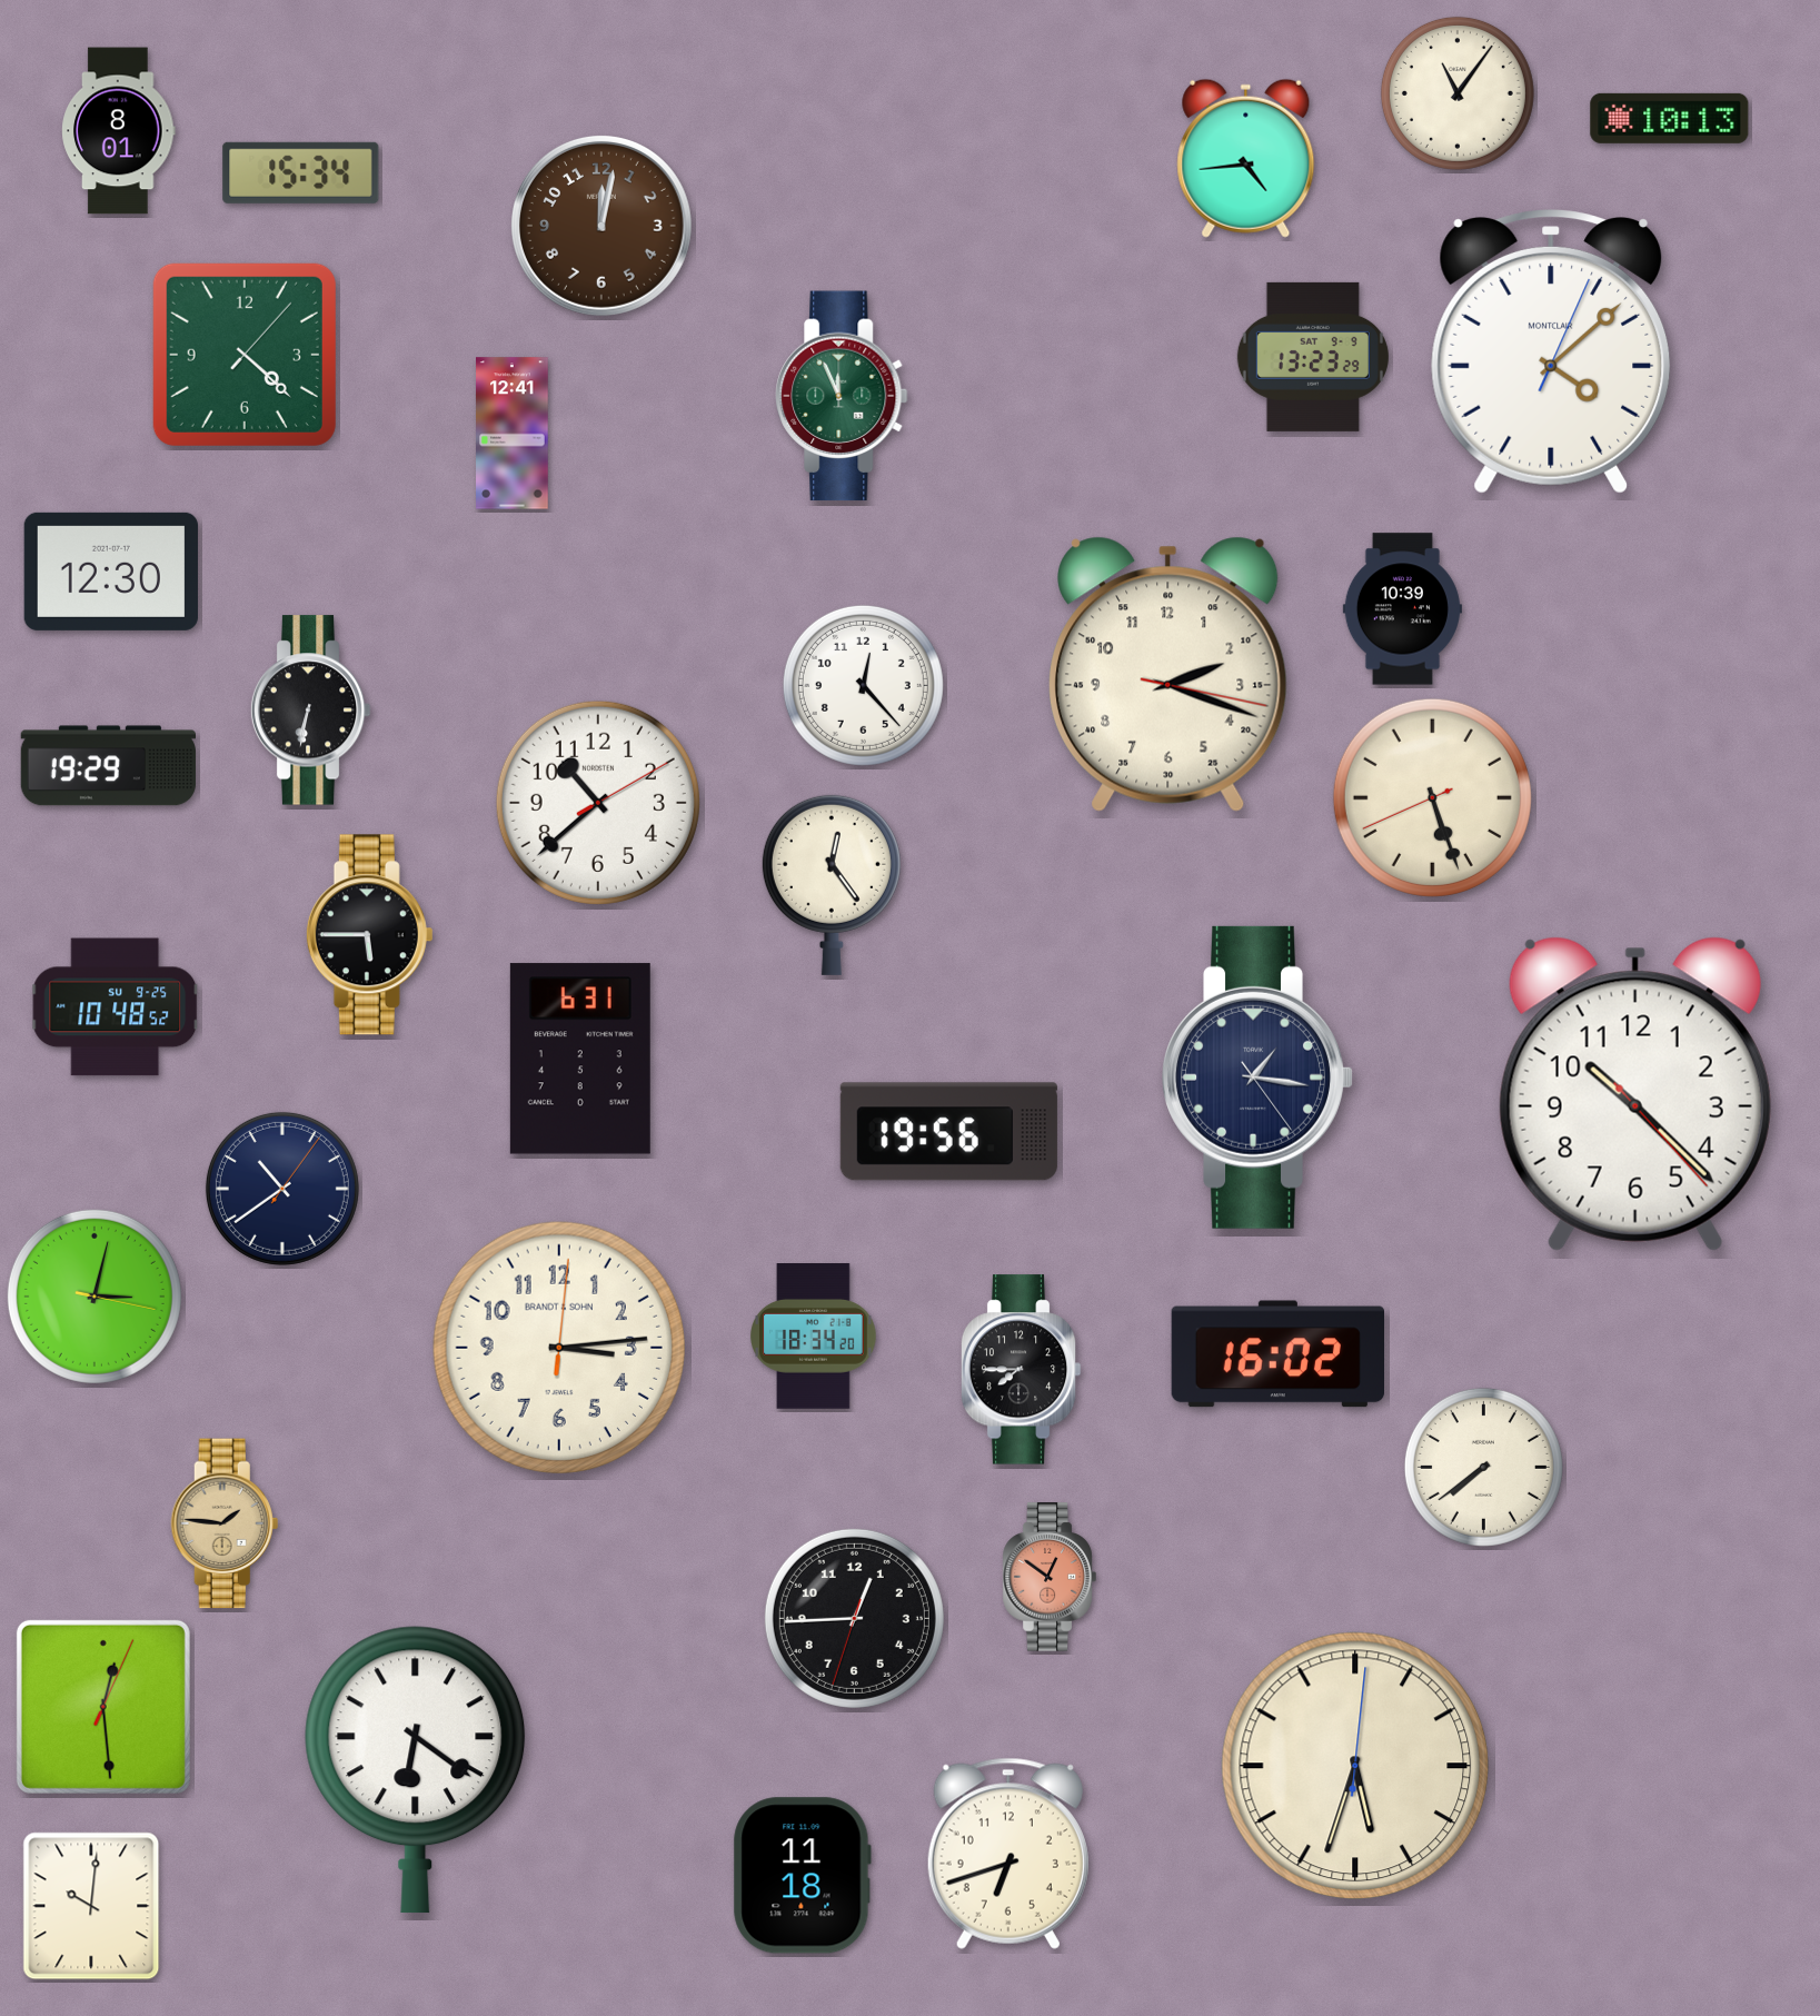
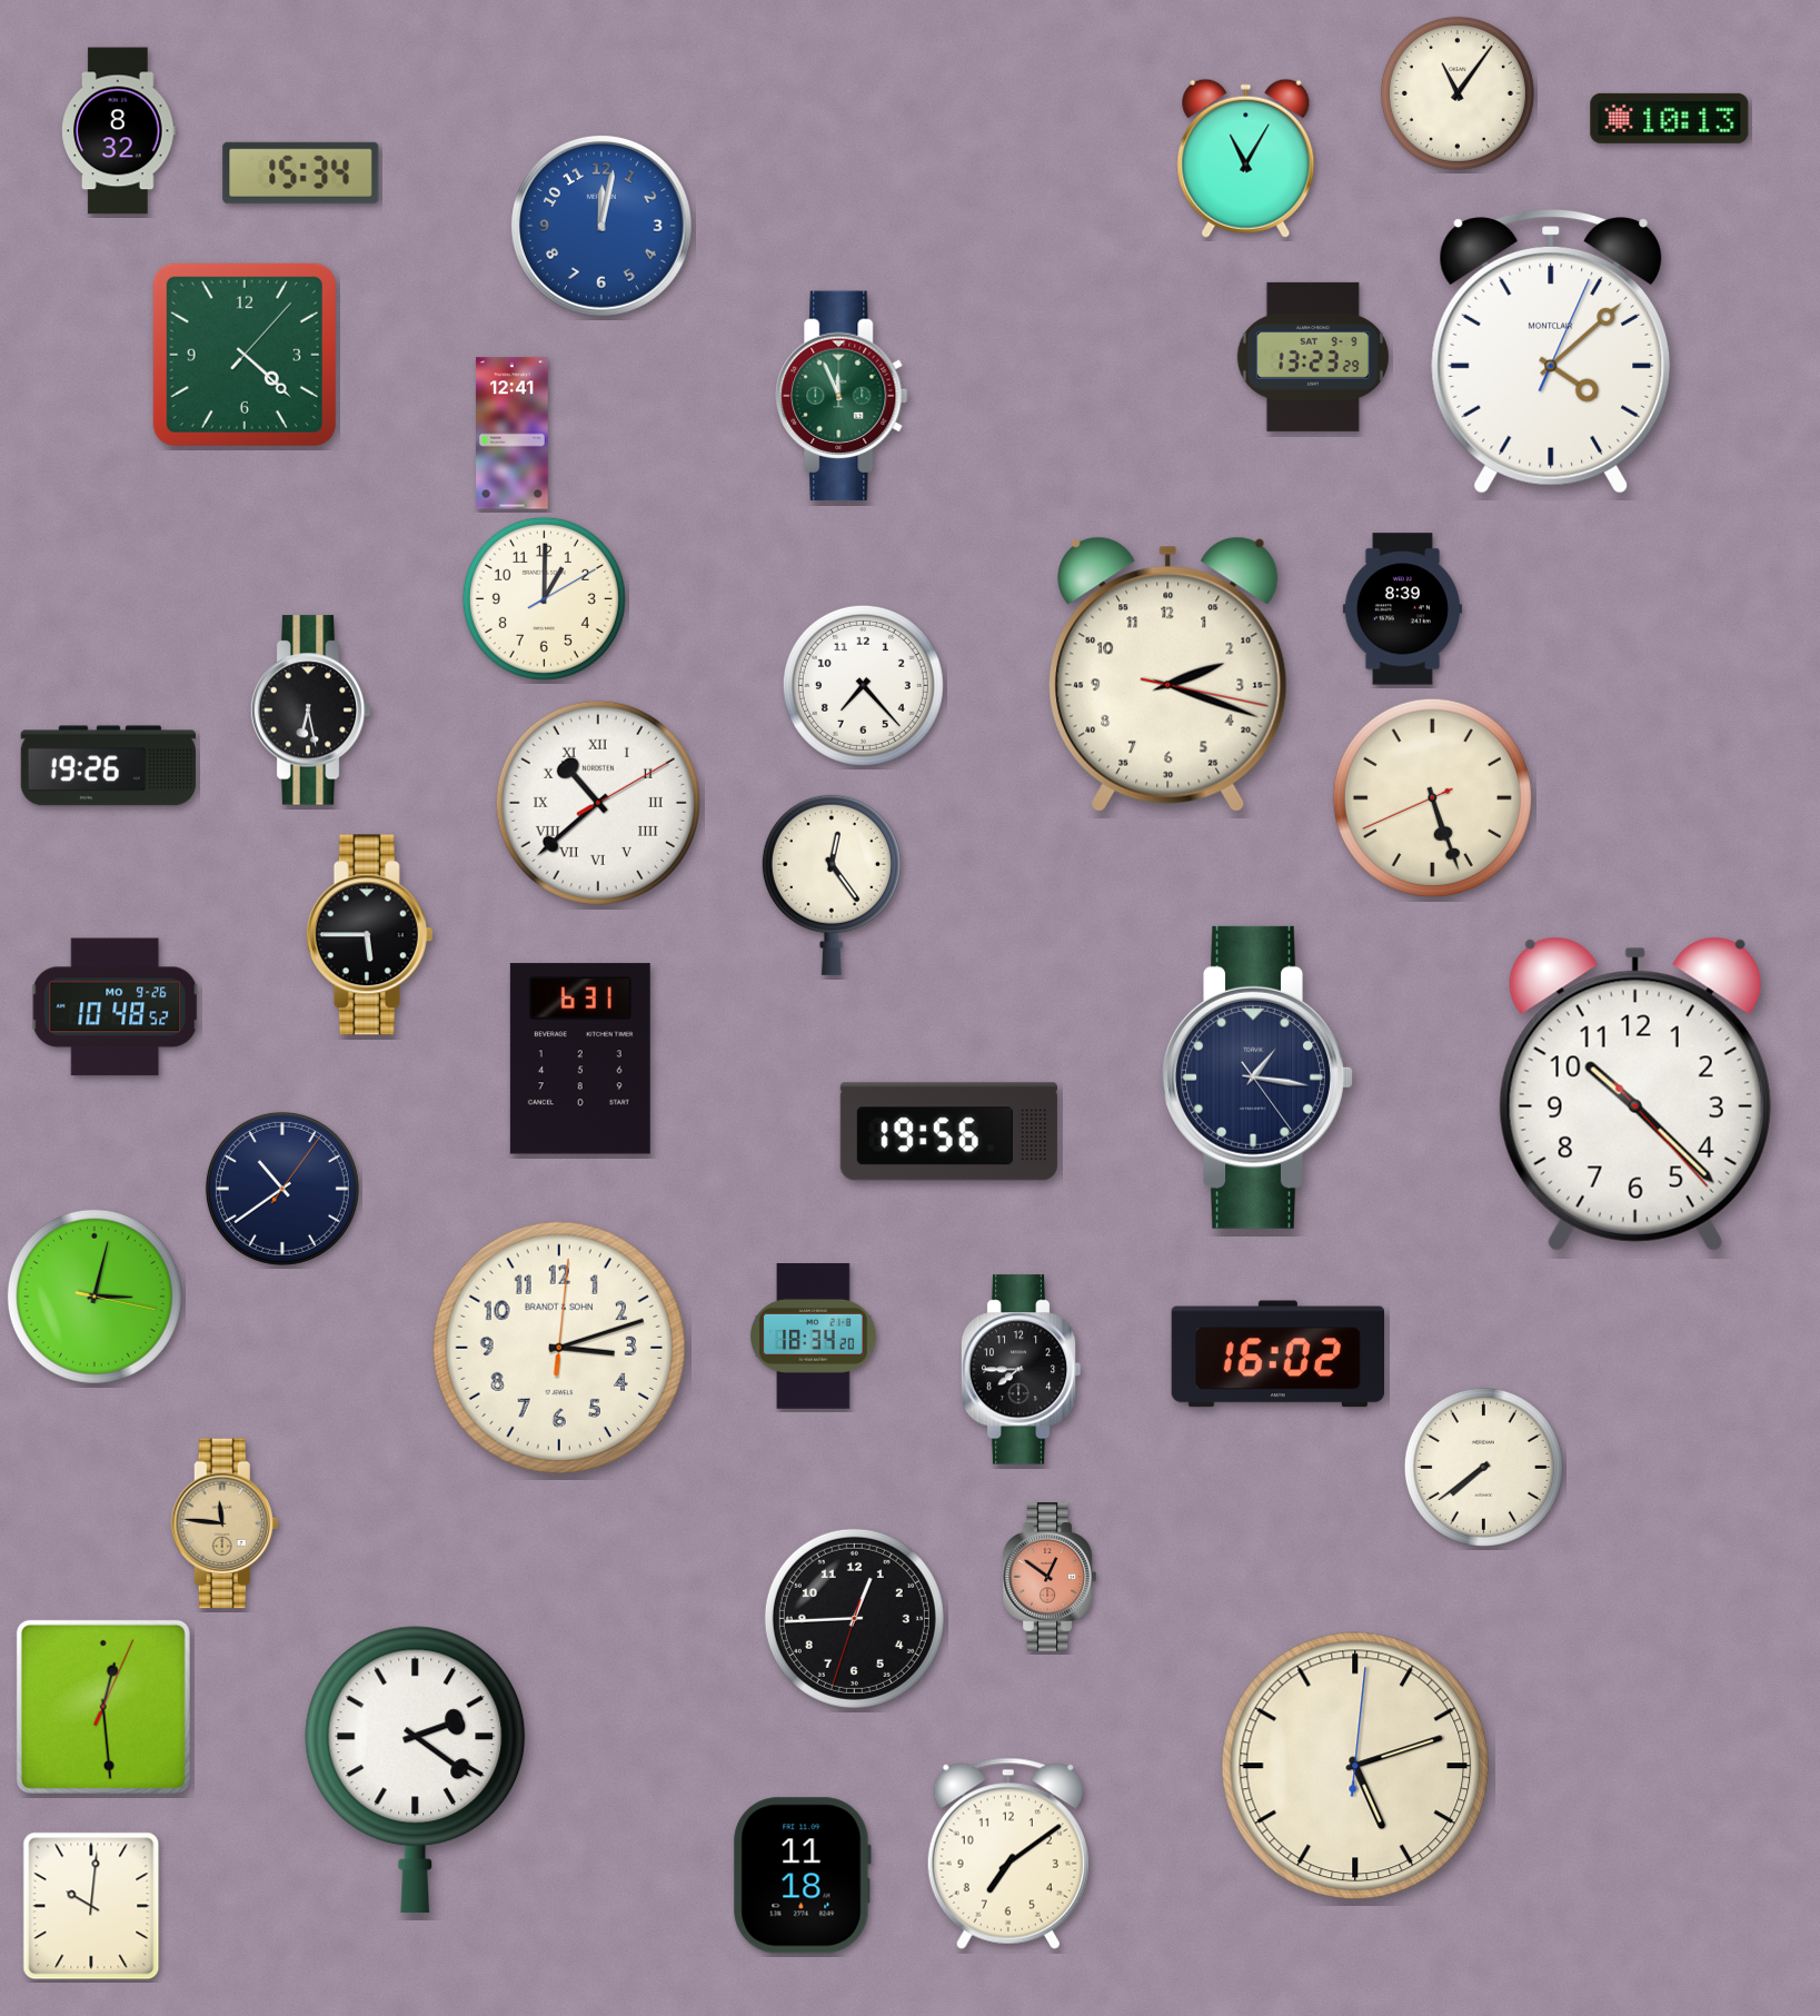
clock at (119, 131): 8:01 -> 8:32
clock at (1246, 158): 4:44 -> 11:05
clock at (601, 226) dial: brown -> blue
clock at (111, 572): 12:30 -> none
clock at (544, 598): none -> 1:00
clock at (1402, 609): 10:39 -> 8:39
clock at (863, 685): 12:23 -> 7:23
clock at (310, 711): 6:32 -> 6:28
clock at (108, 766): 19:29 -> 19:26
clock at (598, 803) numerals: Arabic -> Roman
clock at (116, 1007) date: SU 9-25 -> MO 9-26
clock at (559, 1348): 3:14 -> 3:12
clock at (225, 1523): 1:46 -> 11:46
clock at (1355, 1766): 5:33 -> 5:12
clock at (416, 1770): 6:21 -> 2:21
clock at (1008, 1854): 6:42 -> 7:09
